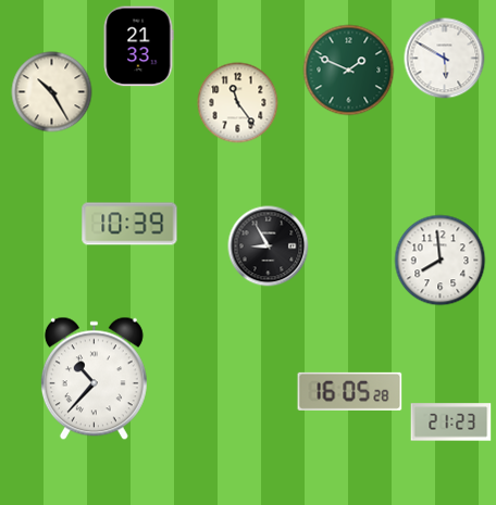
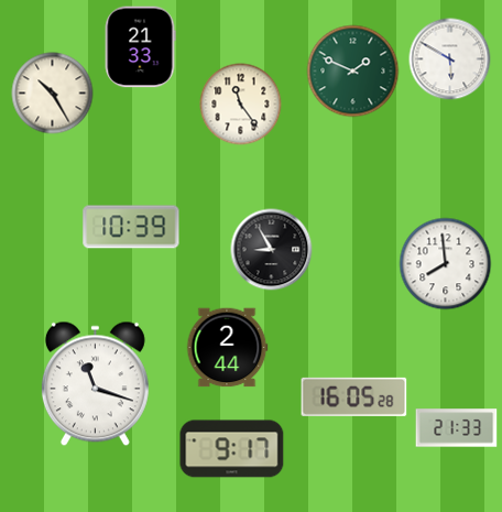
clock at (227, 348): none -> 2:44
clock at (94, 379): 10:37 -> 11:18
clock at (451, 422): 21:23 -> 21:33
clock at (232, 449): none -> 9:17
